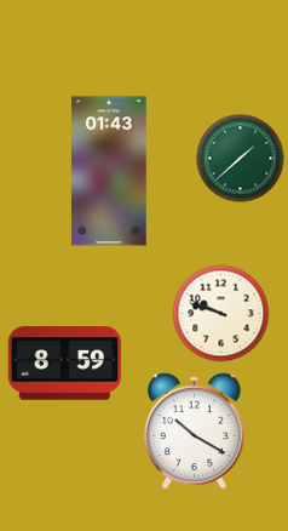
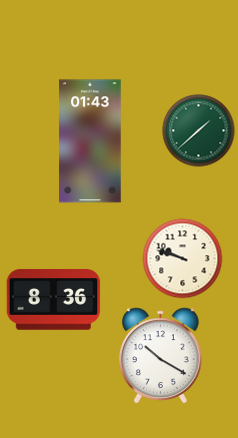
clock at (65, 364): 8:59 -> 8:36
